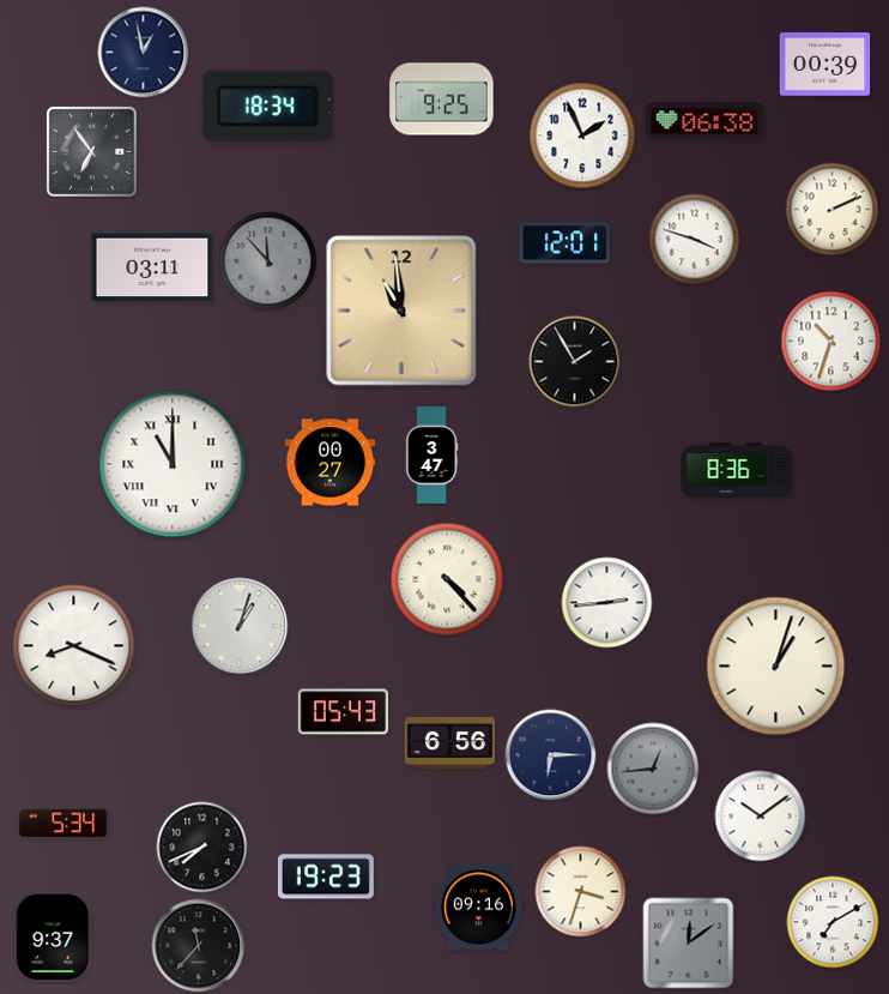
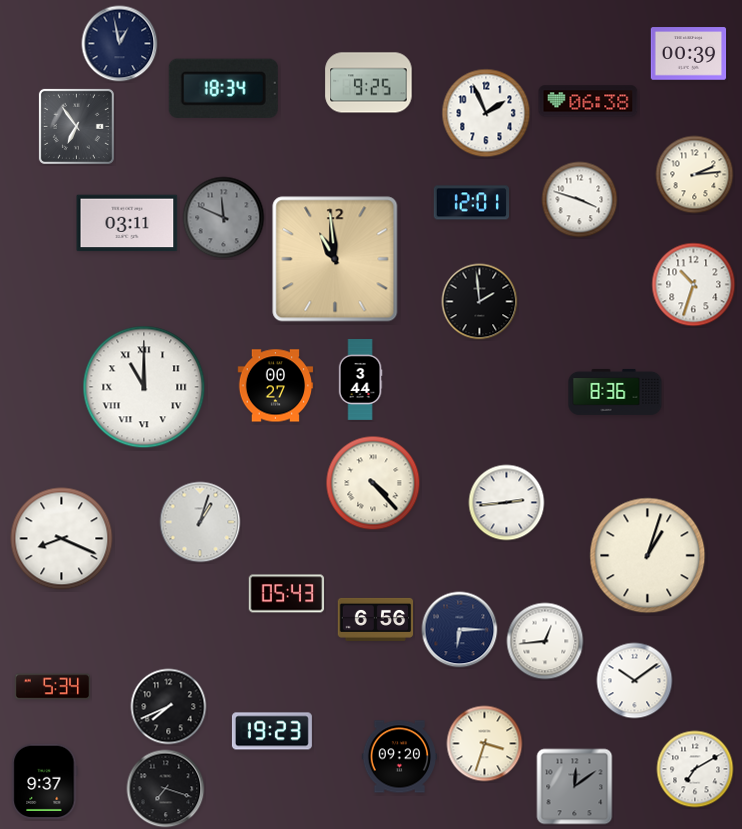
clock at (833, 210): 2:11 -> 2:14
clock at (268, 261): 11:53 -> 11:49
clock at (575, 362): 1:55 -> 1:59
clock at (431, 456): 3:47 -> 3:44
clock at (653, 769) dial: grey -> white
clock at (479, 908): 09:16 -> 09:20
clock at (199, 946): 11:37 -> 7:18
